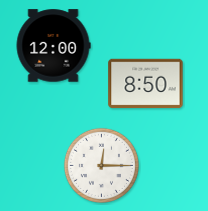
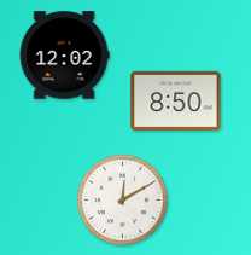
clock at (53, 46): 12:00 -> 12:02
clock at (101, 165): 12:15 -> 12:10
